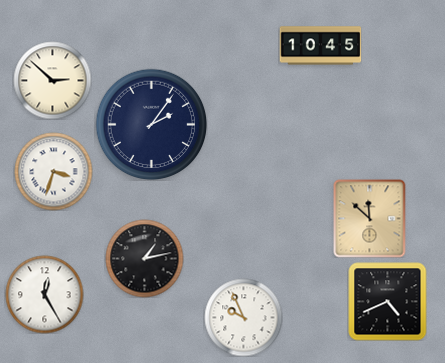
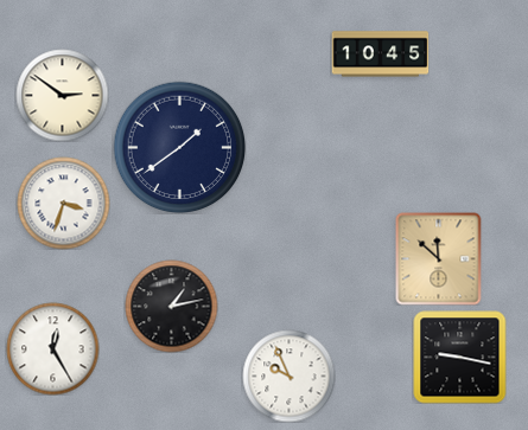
clock at (52, 80): 2:52 -> 2:51
clock at (151, 124): 2:06 -> 1:39
clock at (387, 301): 4:41 -> 9:17
